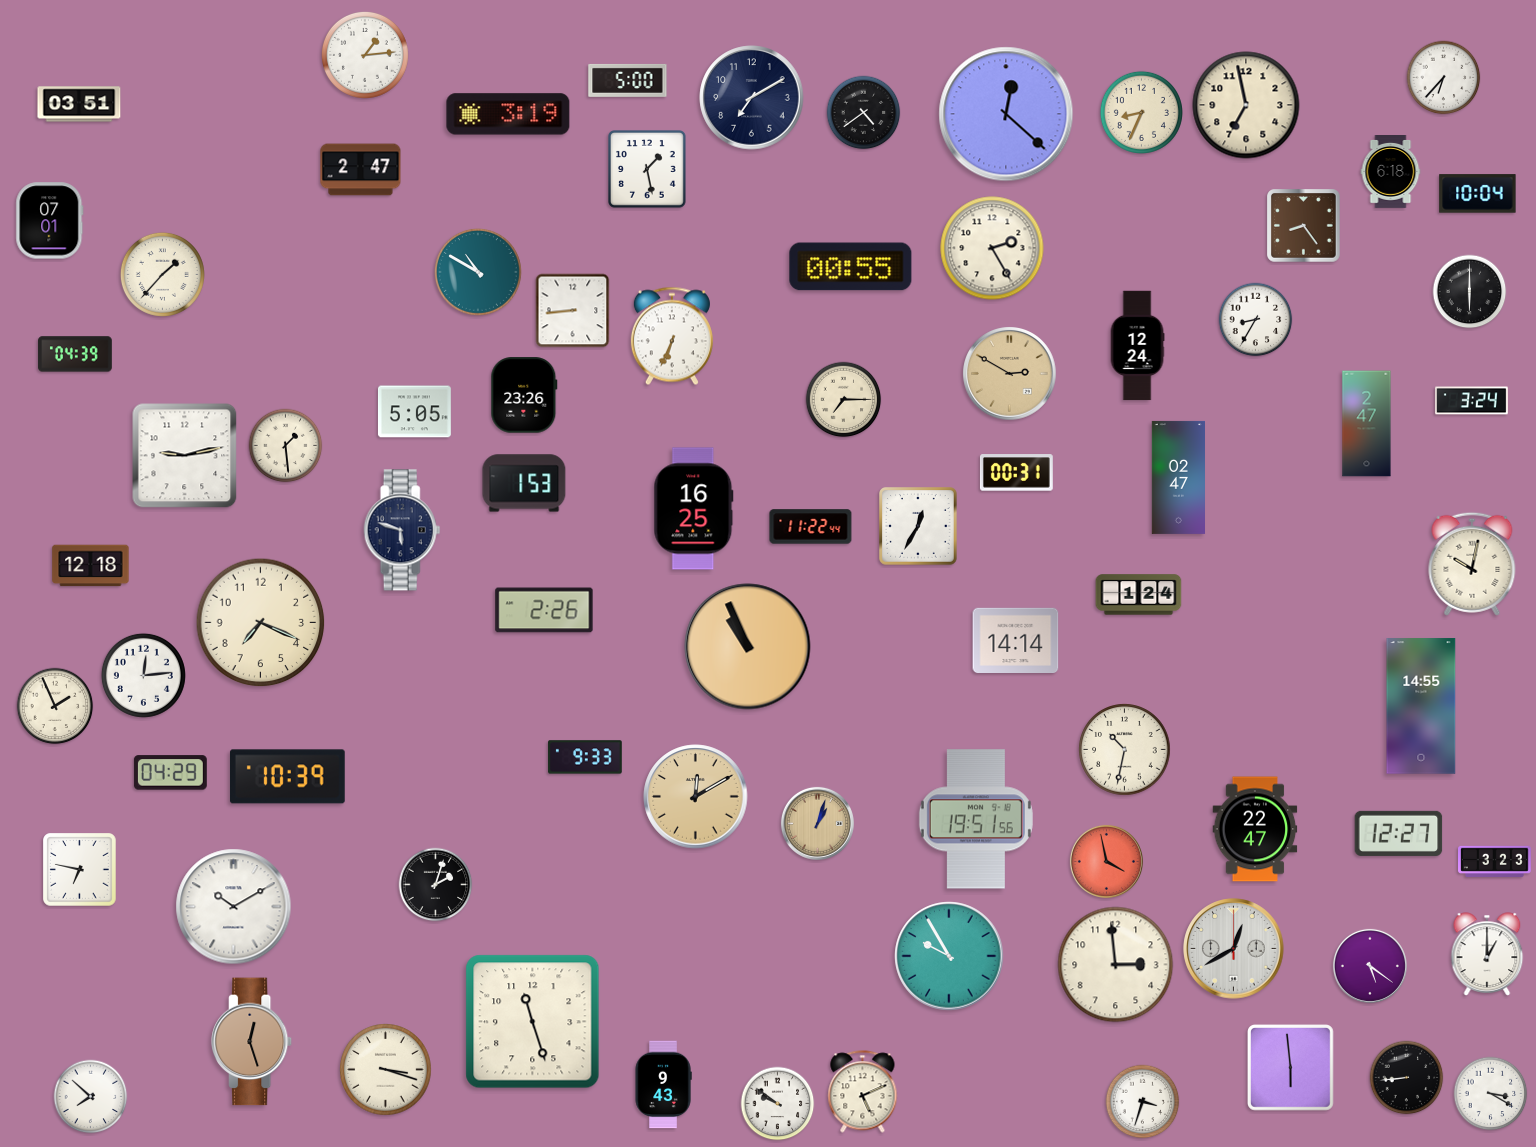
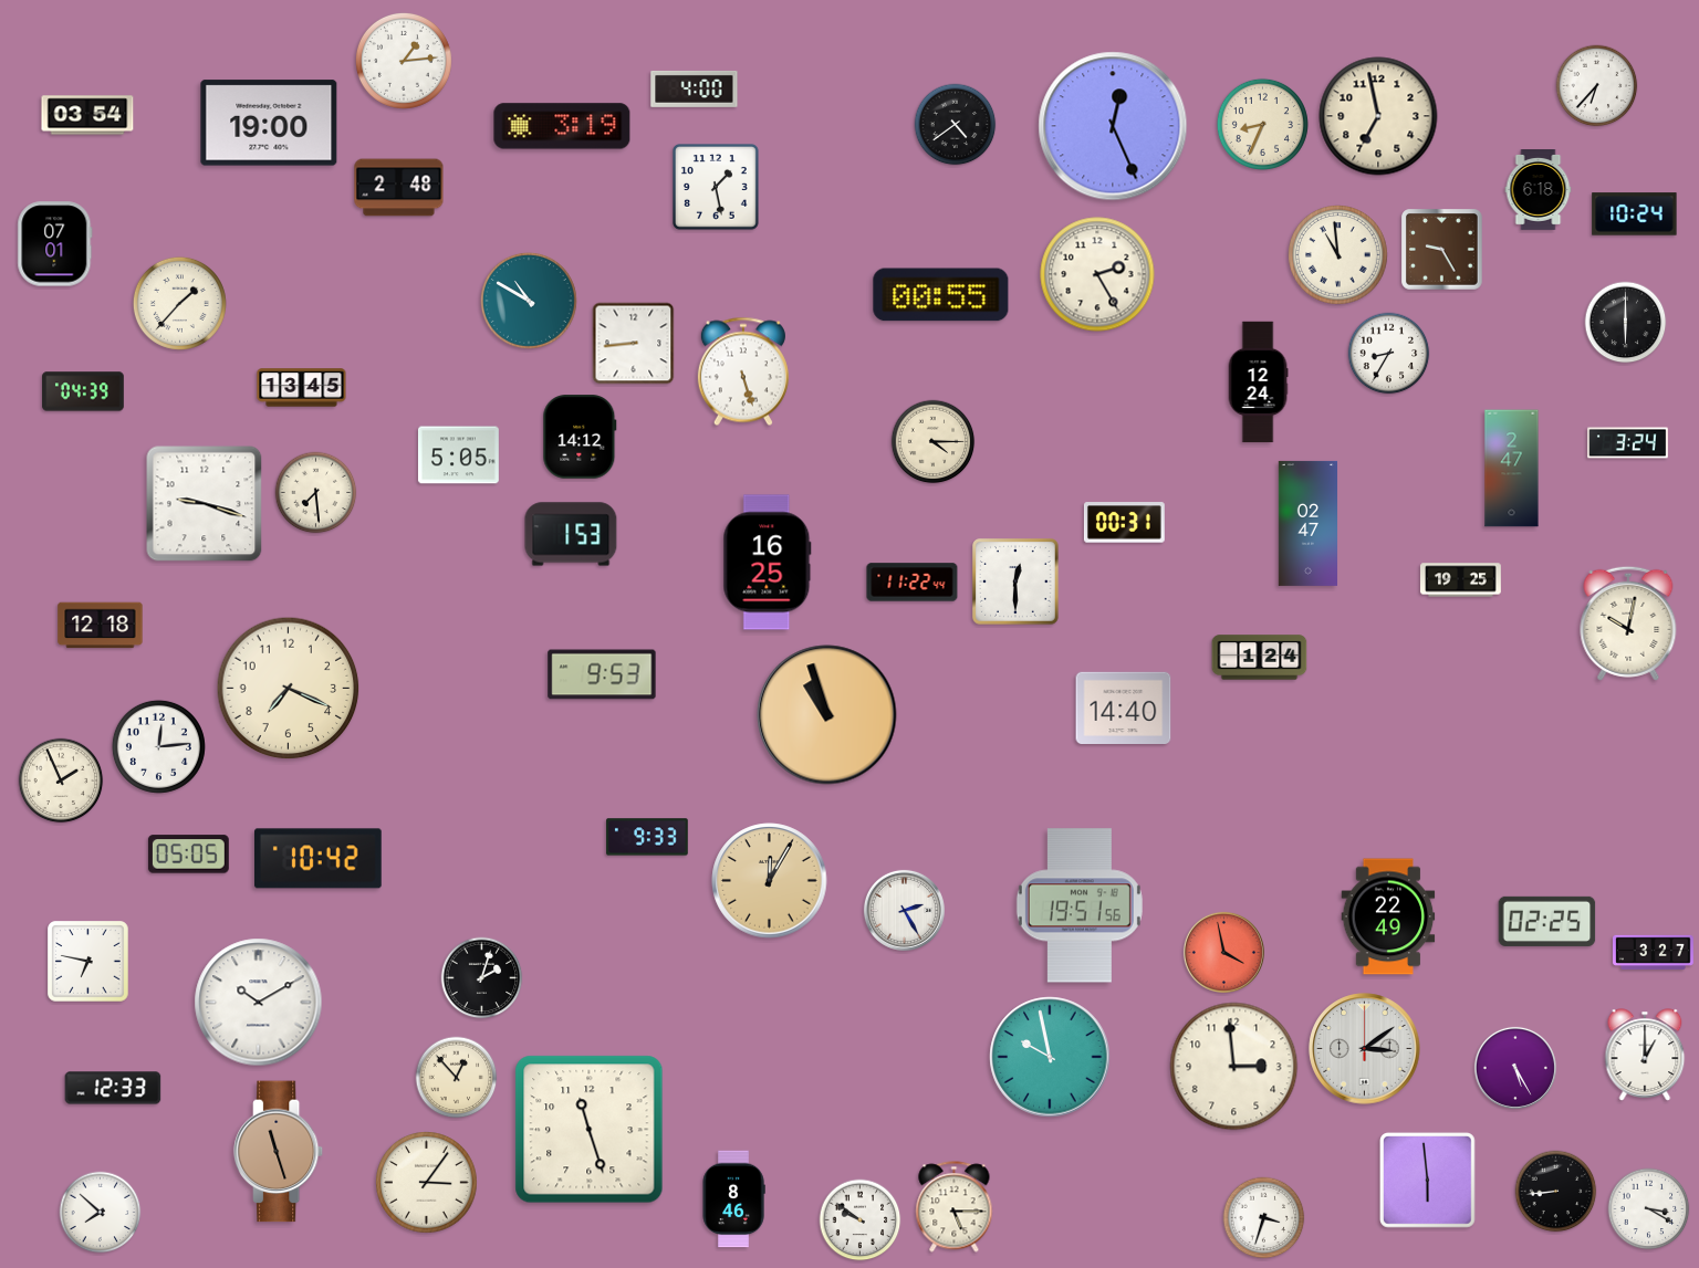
clock at (628, 80): 5:00 -> 4:00
clock at (752, 98): 7:10 -> none
clock at (79, 104): 03:51 -> 03:54
clock at (269, 123): none -> 19:00
clock at (1006, 114): 12:22 -> 12:26
clock at (361, 170): 2:47 -> 2:48
clock at (1478, 194): 10:04 -> 10:24
clock at (1304, 226): 8:24 -> 9:25
clock at (1338, 255): none -> 10:59
clock at (672, 336): 6:34 -> 5:27
clock at (302, 388): none -> 13:45
clock at (1010, 374): 2:50 -> none
clock at (524, 395): 23:26 -> 14:12
clock at (844, 400): 7:15 -> 4:15
clock at (286, 446): 1:29 -> 7:29
clock at (185, 456): 9:13 -> 9:18
clock at (1178, 477) position: (1178, 477) -> (1307, 523)
clock at (524, 483) position: (524, 483) -> (571, 534)
clock at (1461, 580): none -> 19:25
clock at (811, 527) position: (811, 527) -> (913, 583)
clock at (919, 527): 12:35 -> 12:30
clock at (402, 530): 5:48 -> none
clock at (544, 610): 2:26 -> 9:53
clock at (1016, 640): 14:14 -> 14:40
clock at (748, 647): 10:56 -> 10:57
clock at (1421, 706): 14:55 -> none
clock at (1125, 750): 10:32 -> none
clock at (170, 773): 04:29 -> 05:05
clock at (287, 777): 10:39 -> 10:42
clock at (696, 797): 12:10 -> 12:05
clock at (817, 823): 1:03 -> 2:25
clock at (817, 823) dial: champagne -> white
clock at (1255, 829): 22:47 -> 22:49
clock at (1399, 833): 12:27 -> 02:25
clock at (1495, 861): 3:23 -> 3:27
clock at (1234, 949): 12:40 -> 3:09
clock at (949, 956): 9:55 -> 9:58
clock at (1370, 966): 5:21 -> 5:25
clock at (457, 1078): none -> 12:53
clock at (113, 1088): none -> 12:33
clock at (252, 1042): 12:27 -> 11:27
clock at (386, 1070): 3:18 -> 3:06
clock at (663, 1085): 9:43 -> 8:46
clock at (863, 1092): 5:11 -> 5:15
